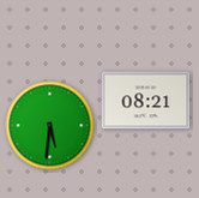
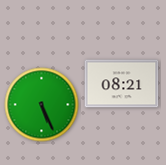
clock at (50, 126): 5:31 -> 5:26
